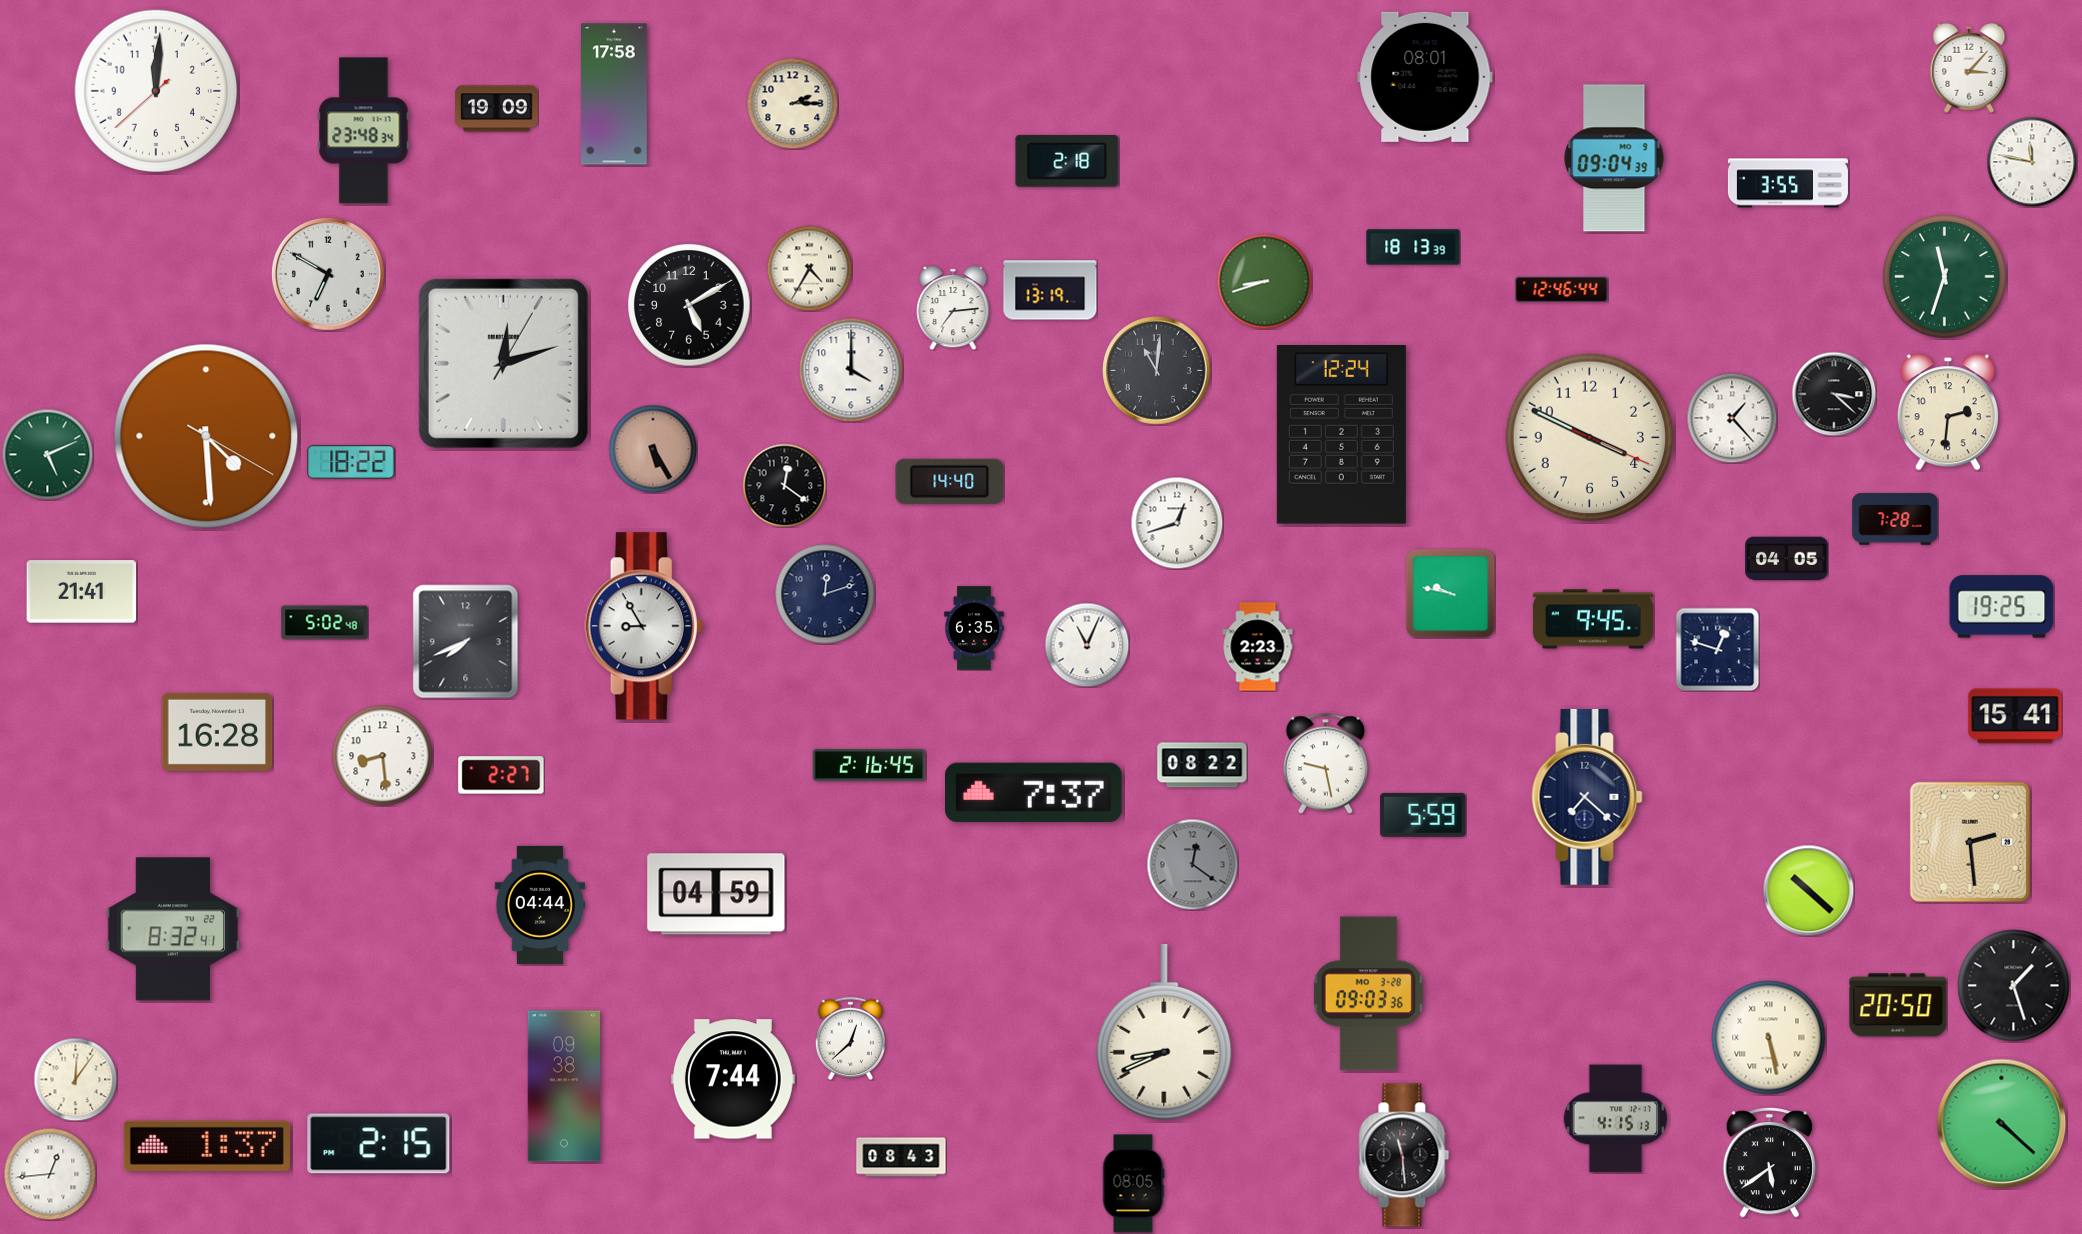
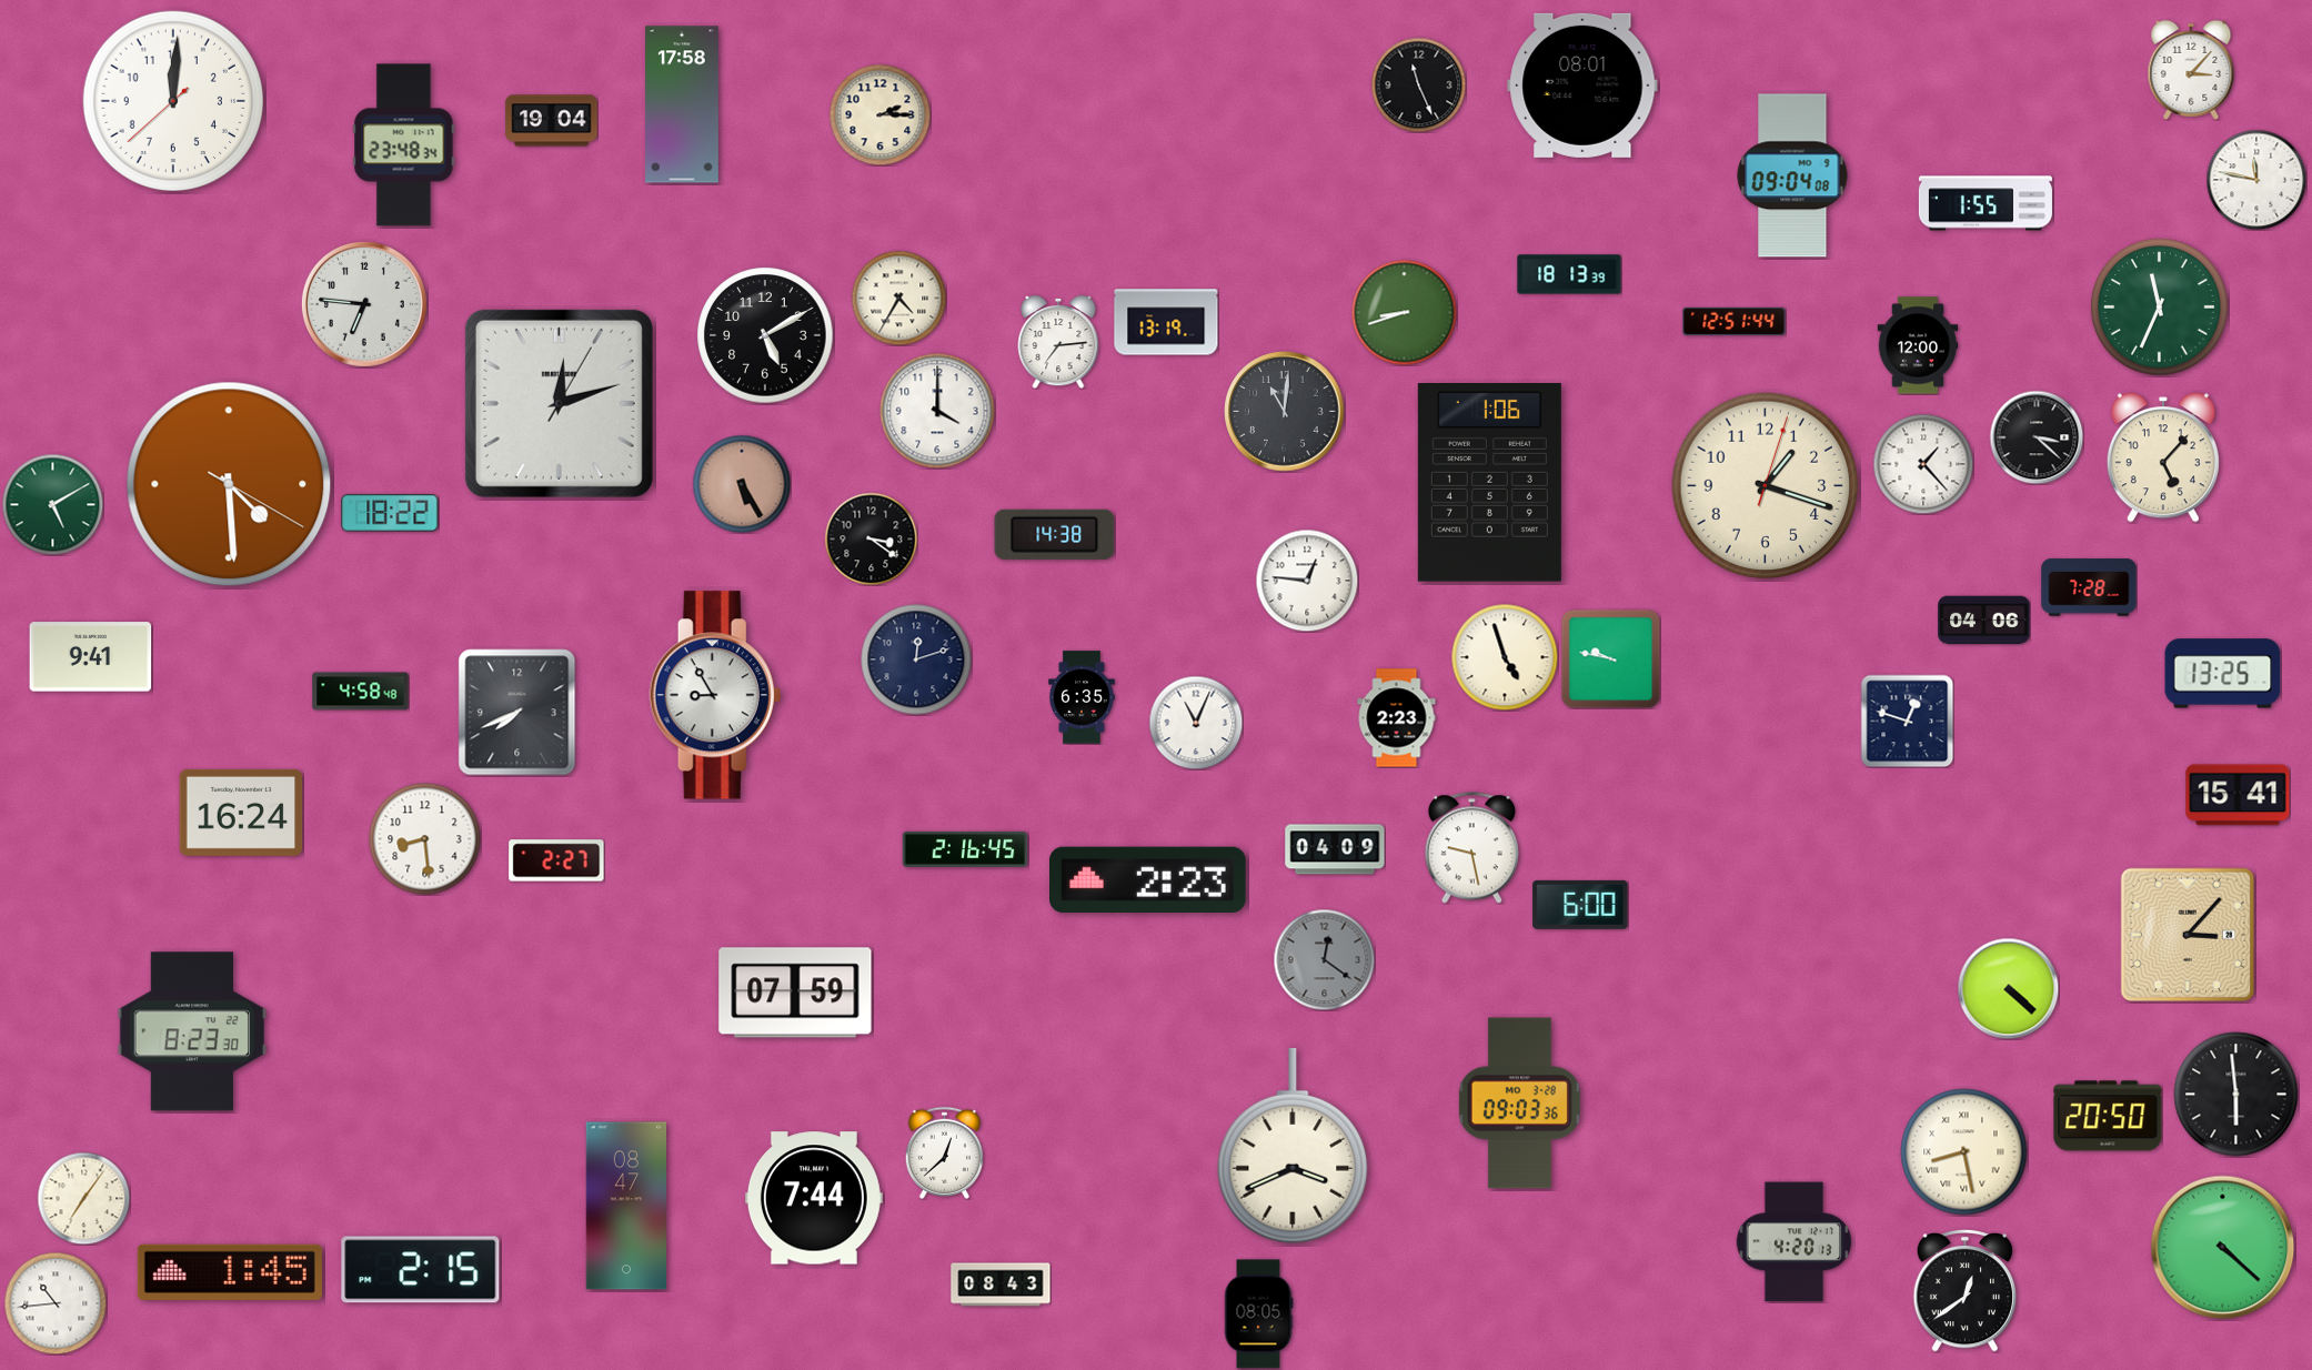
clock at (1969, 68) position: (1969, 68) -> (2191, 70)
clock at (1418, 84): none -> 11:26
clock at (497, 109): 19:09 -> 19:04
clock at (1614, 158): 09:04:39 -> 09:04:08
clock at (1067, 161): 2:18 -> none
clock at (1788, 183): 3:55 -> 1:55
clock at (328, 274): 6:50 -> 6:46
clock at (1945, 277): 11:33 -> 11:34
clock at (1562, 289): 12:46 -> 12:51
clock at (689, 305) position: (689, 305) -> (765, 335)
clock at (1918, 345): none -> 12:00
clock at (851, 370) position: (851, 370) -> (937, 411)
clock at (1948, 412): 2:31 -> 5:07
clock at (1341, 435): 12:24 -> 1:06
clock at (1590, 438): 3:49 -> 1:18
clock at (653, 449) position: (653, 449) -> (742, 484)
clock at (47, 454): 5:11 -> 5:10
clock at (950, 481): 14:40 -> 14:38
clock at (784, 485): 12:21 -> 3:21
clock at (1895, 519) position: (1895, 519) -> (2089, 587)
clock at (1177, 523): 12:42 -> 12:46
clock at (1787, 559): 04:05 -> 04:06
clock at (82, 592): 21:41 -> 9:41
clock at (1505, 657): none -> 4:57
clock at (2002, 607): 19:25 -> 13:25
clock at (1593, 619): 9:45 -> none
clock at (325, 623): 5:02 -> 4:58
clock at (1087, 645) position: (1087, 645) -> (1196, 723)
clock at (217, 732): 16:28 -> 16:24
clock at (1202, 765): 08:22 -> 04:09
clock at (1034, 792): 7:37 -> 2:23
clock at (1587, 797): 7:22 -> none
clock at (1423, 815): 5:59 -> 6:00
clock at (1970, 842): 2:29 -> 3:07
clock at (1808, 890): 10:22 -> 4:22
clock at (716, 894): 04:59 -> 07:59
clock at (539, 905): 04:44 -> none
clock at (172, 929): 8:32 -> 8:23
clock at (2014, 986): 1:27 -> 5:59
clock at (1164, 1032): 8:41 -> 3:41
clock at (1769, 1038): 5:28 -> 8:28
clock at (75, 1079): 12:06 -> 7:06
clock at (563, 1086): 09:38 -> 08:47
clock at (1615, 1119): 4:15 -> 4:20
clock at (207, 1146): 1:37 -> 1:45
clock at (1404, 1155): 11:29 -> none
clock at (1769, 1162): 5:39 -> 12:39
clock at (50, 1174): 12:44 -> 10:44
